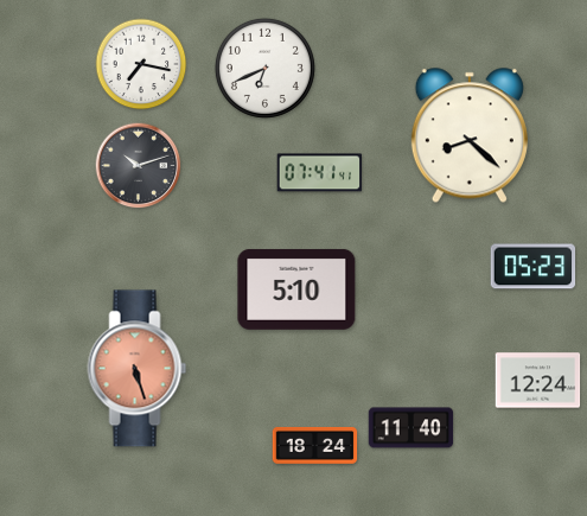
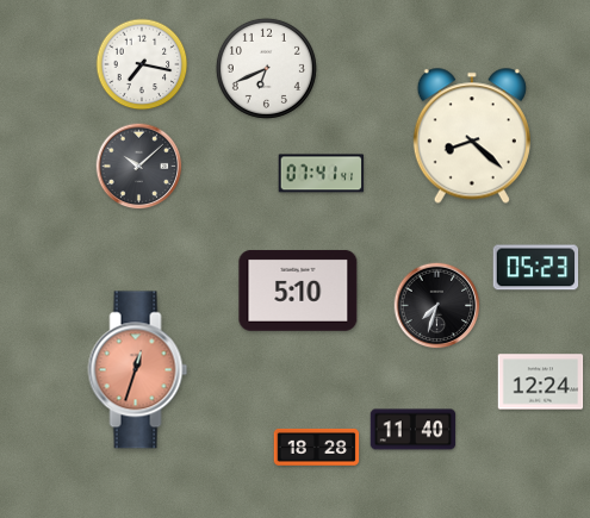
clock at (139, 166): 10:12 -> 10:08
clock at (437, 306): none -> 7:33
clock at (138, 369): 5:27 -> 12:33
clock at (315, 445): 18:24 -> 18:28
